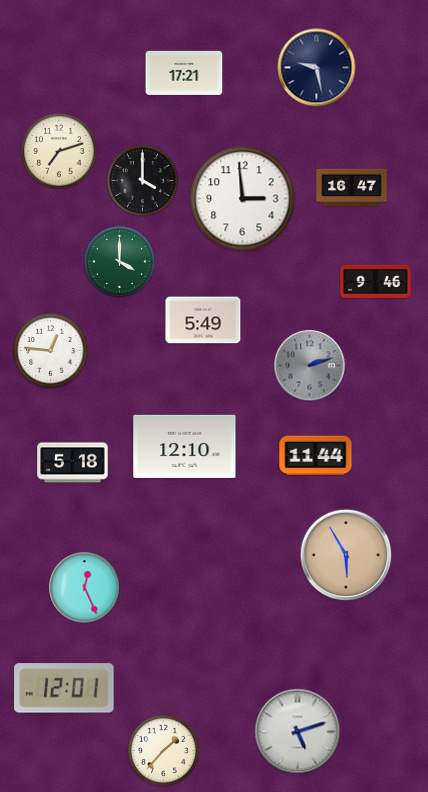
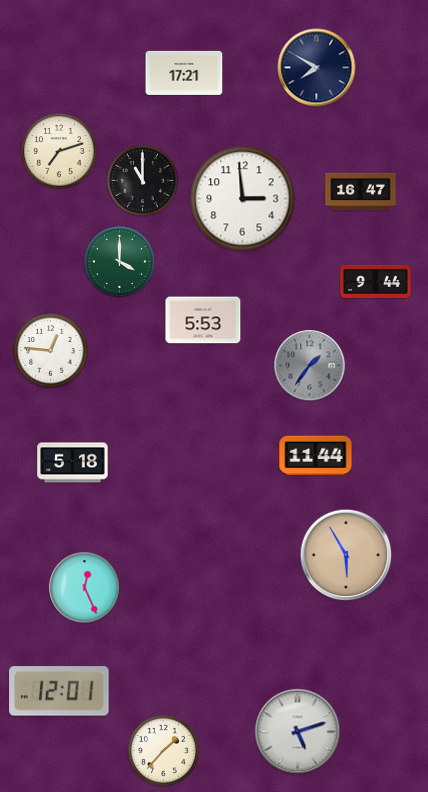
clock at (317, 68): 9:28 -> 7:50
clock at (142, 180): 4:00 -> 11:00
clock at (352, 188) position: (352, 188) -> (361, 192)
clock at (376, 281): 9:46 -> 9:44
clock at (203, 320): 5:49 -> 5:53
clock at (310, 366): 2:12 -> 1:36
clock at (185, 446): 12:10 -> none
clock at (64, 688) position: (64, 688) -> (59, 691)
